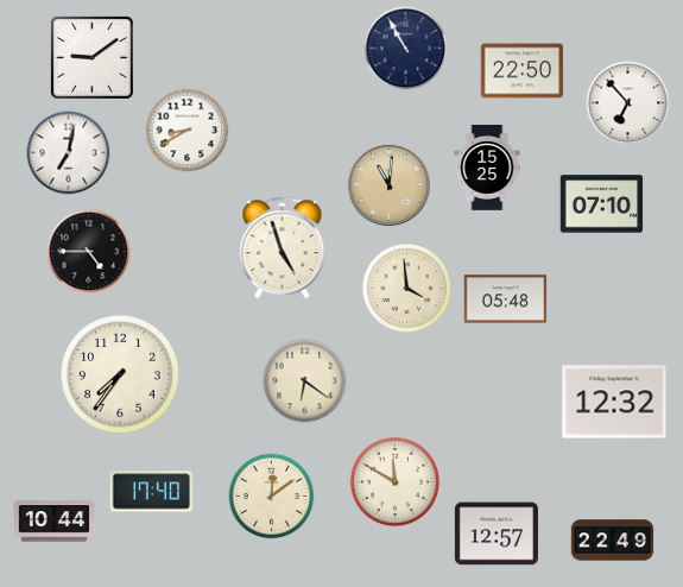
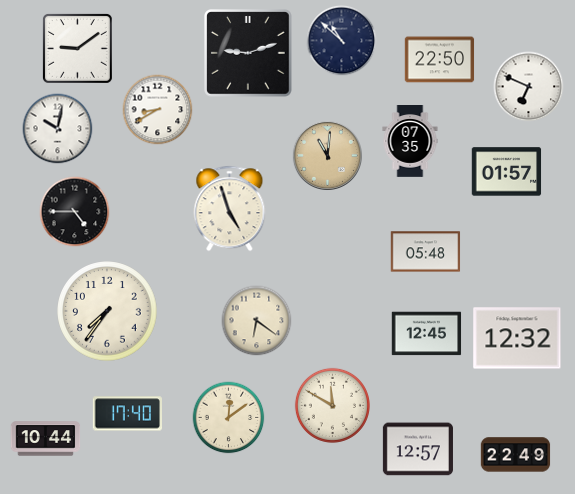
clock at (406, 49): 10:55 -> 10:52
clock at (249, 54): none -> 9:12
clock at (628, 103): 6:53 -> 6:49
clock at (69, 153): 7:02 -> 10:02
clock at (487, 168): 15:25 -> 07:35
clock at (602, 204): 07:10 -> 01:57
clock at (283, 248) position: (283, 248) -> (230, 209)
clock at (406, 288): 3:59 -> none
clock at (120, 374) position: (120, 374) -> (107, 311)
clock at (427, 334): none -> 12:45
